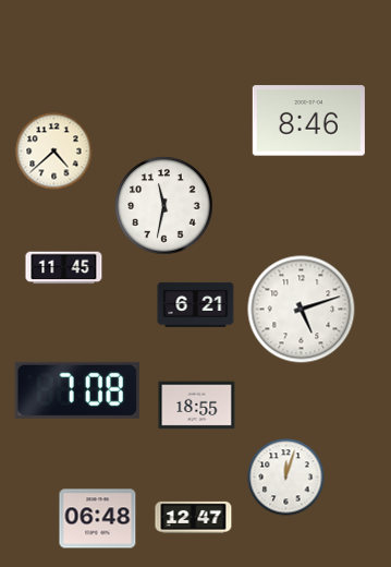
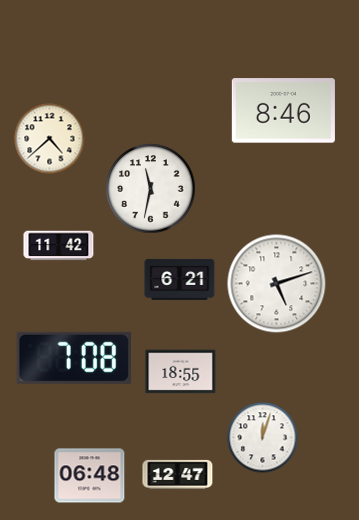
clock at (64, 268): 11:45 -> 11:42
clock at (77, 390) position: (77, 390) -> (74, 358)
